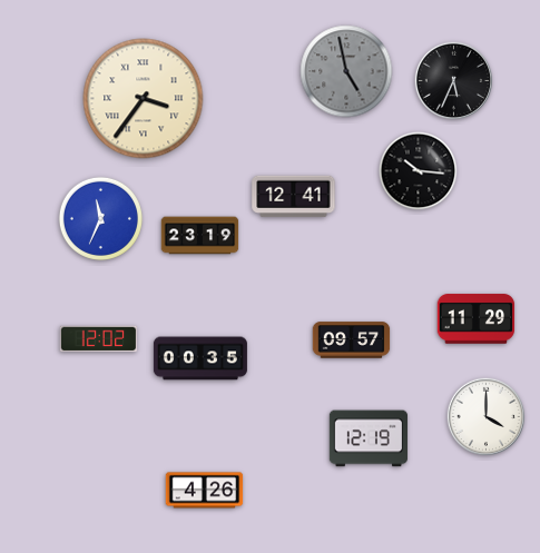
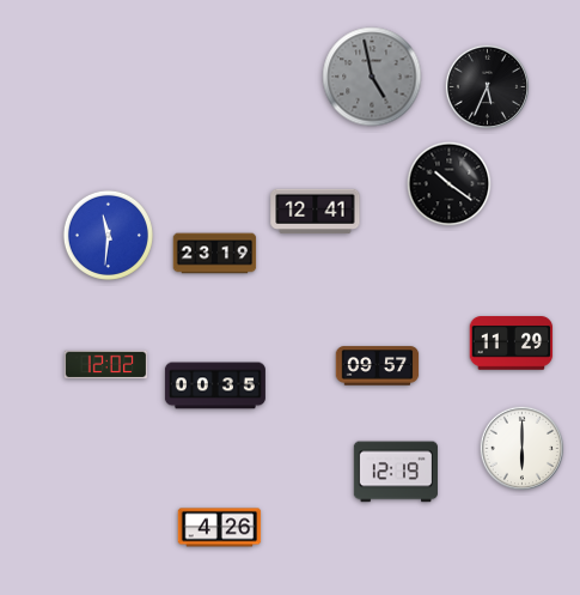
clock at (144, 99): 3:36 -> none
clock at (419, 171): 10:16 -> 10:21
clock at (100, 218): 11:34 -> 11:31
clock at (485, 416): 4:00 -> 6:00
